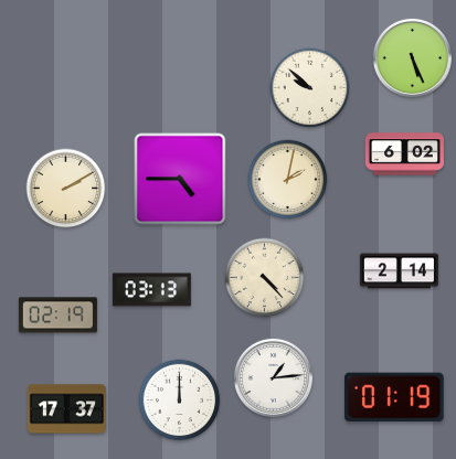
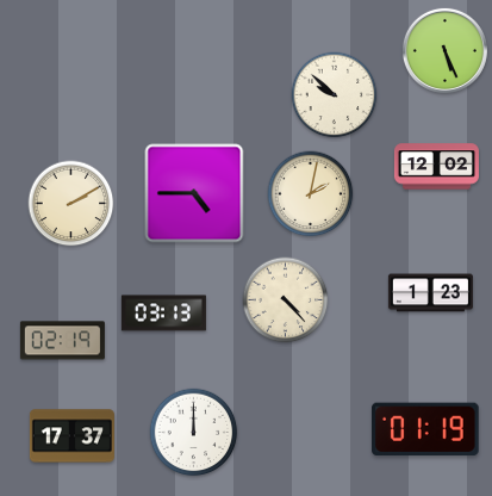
clock at (412, 57) position: (412, 57) -> (444, 50)
clock at (404, 154): 6:02 -> 12:02
clock at (399, 271): 2:14 -> 1:23
clock at (273, 377): 1:14 -> none
clock at (66, 409) position: (66, 409) -> (71, 436)
